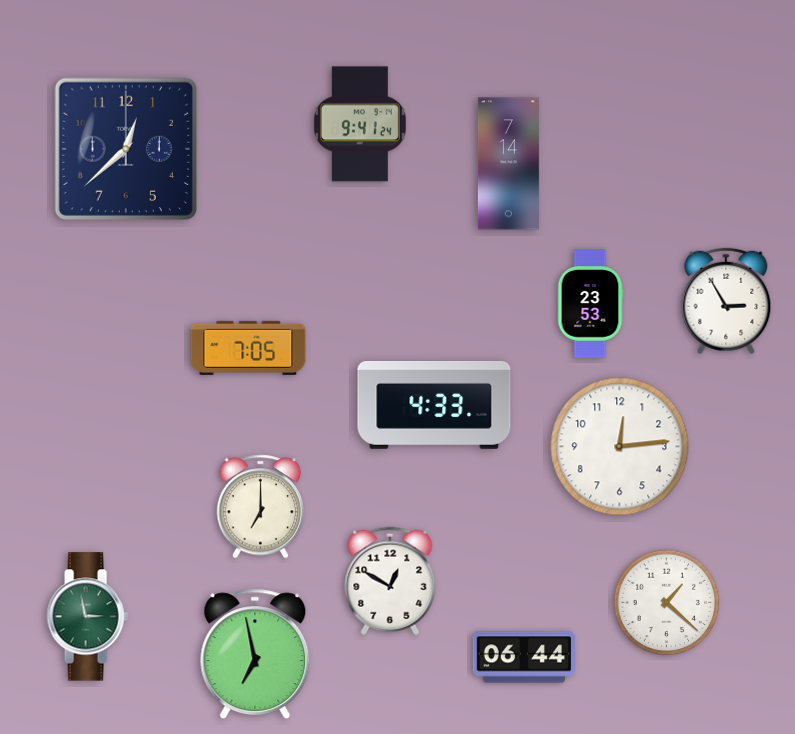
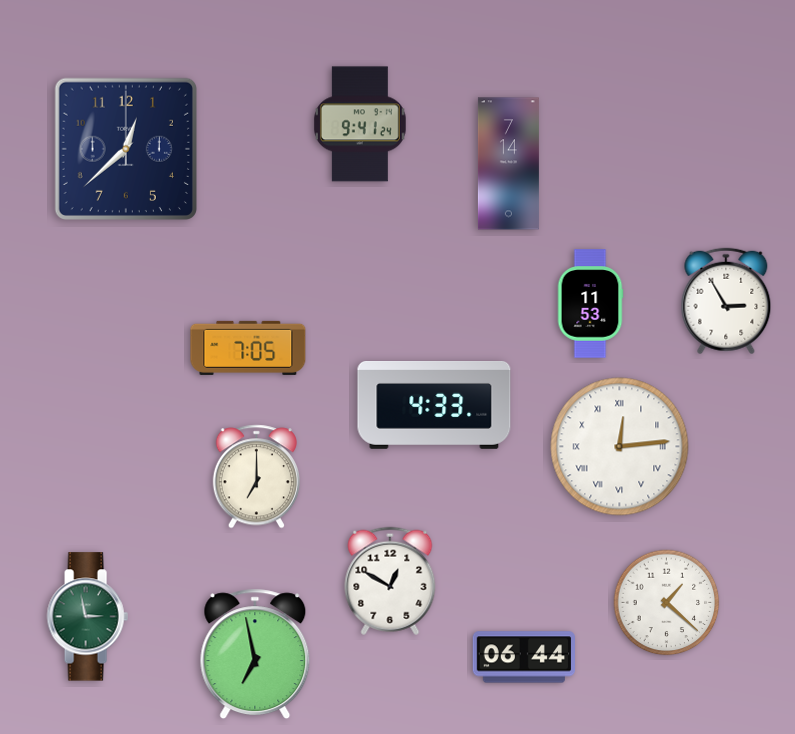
clock at (590, 304): 23:53 -> 11:53
clock at (620, 447) numerals: Arabic -> Roman
clock at (260, 507) position: (260, 507) -> (256, 477)
